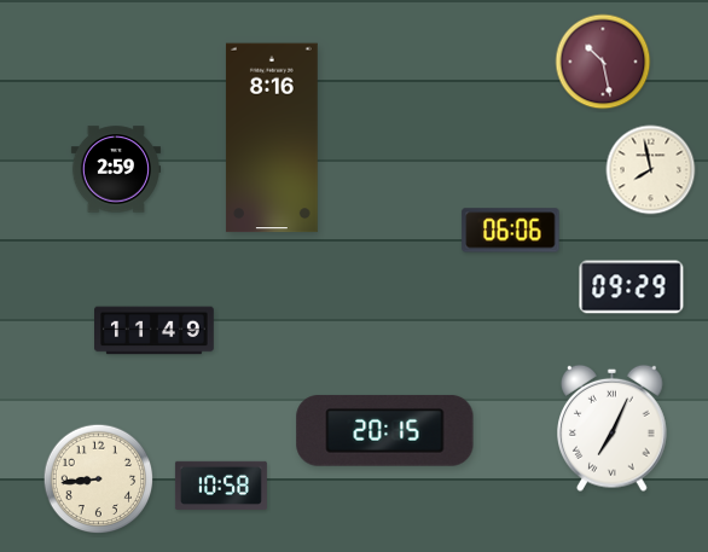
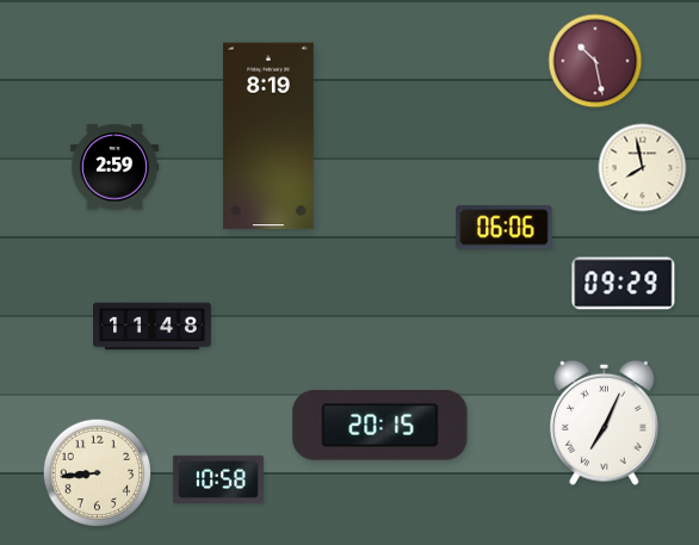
clock at (272, 138): 8:16 -> 8:19
clock at (155, 331): 11:49 -> 11:48
